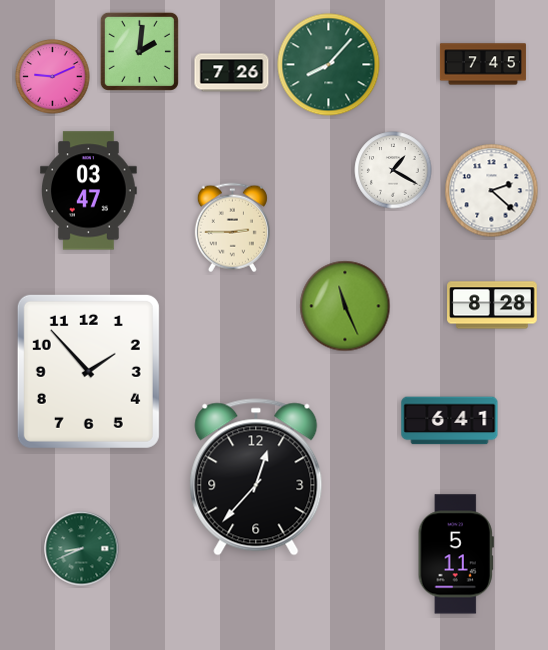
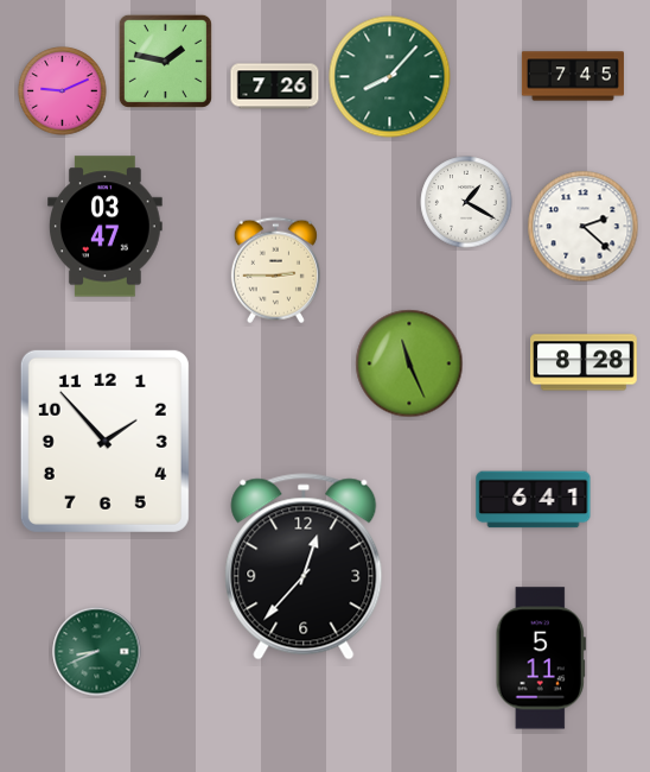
clock at (139, 51): 2:01 -> 1:47
